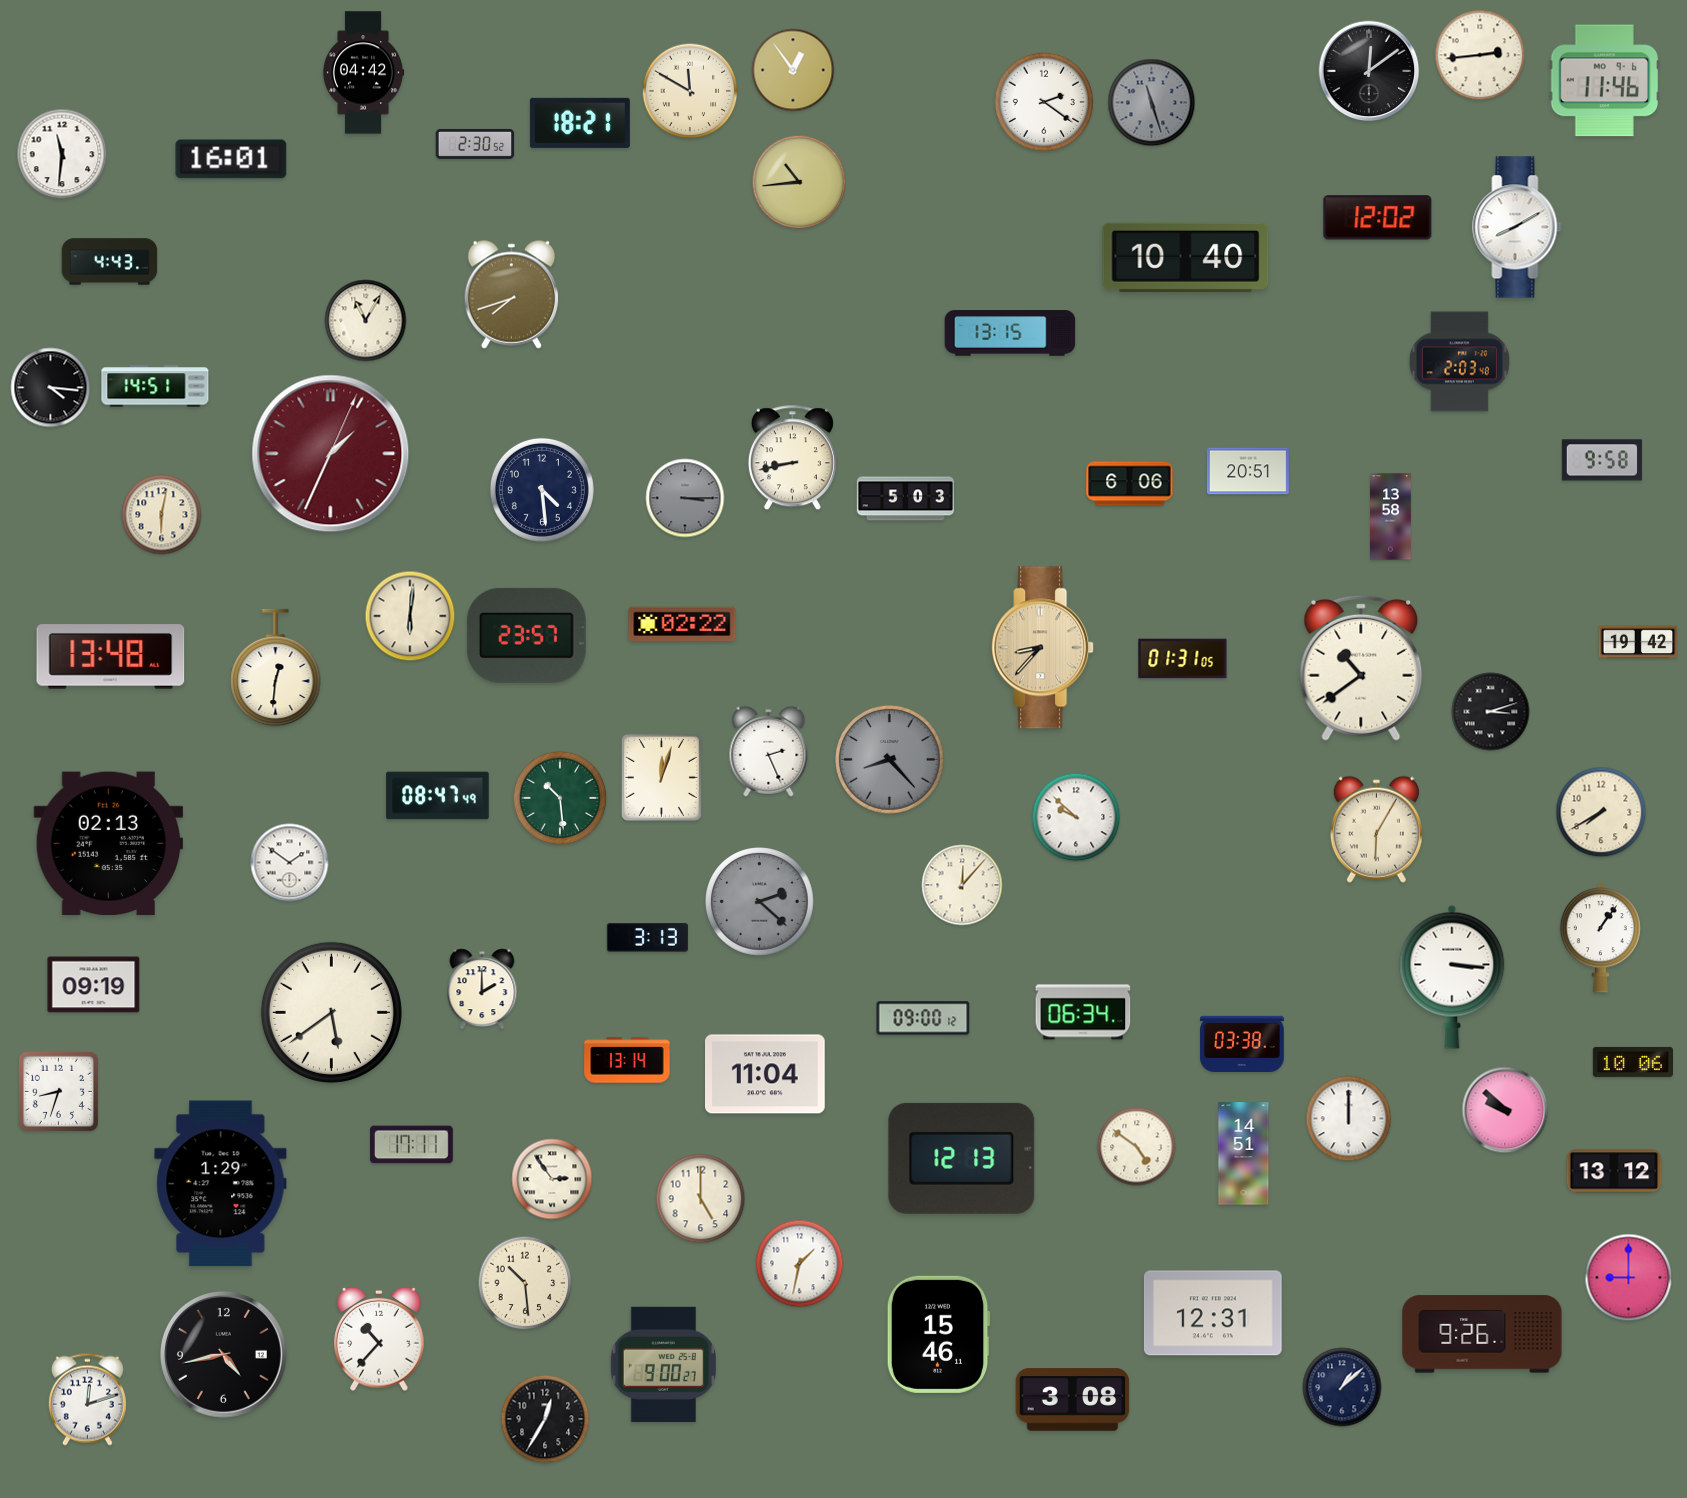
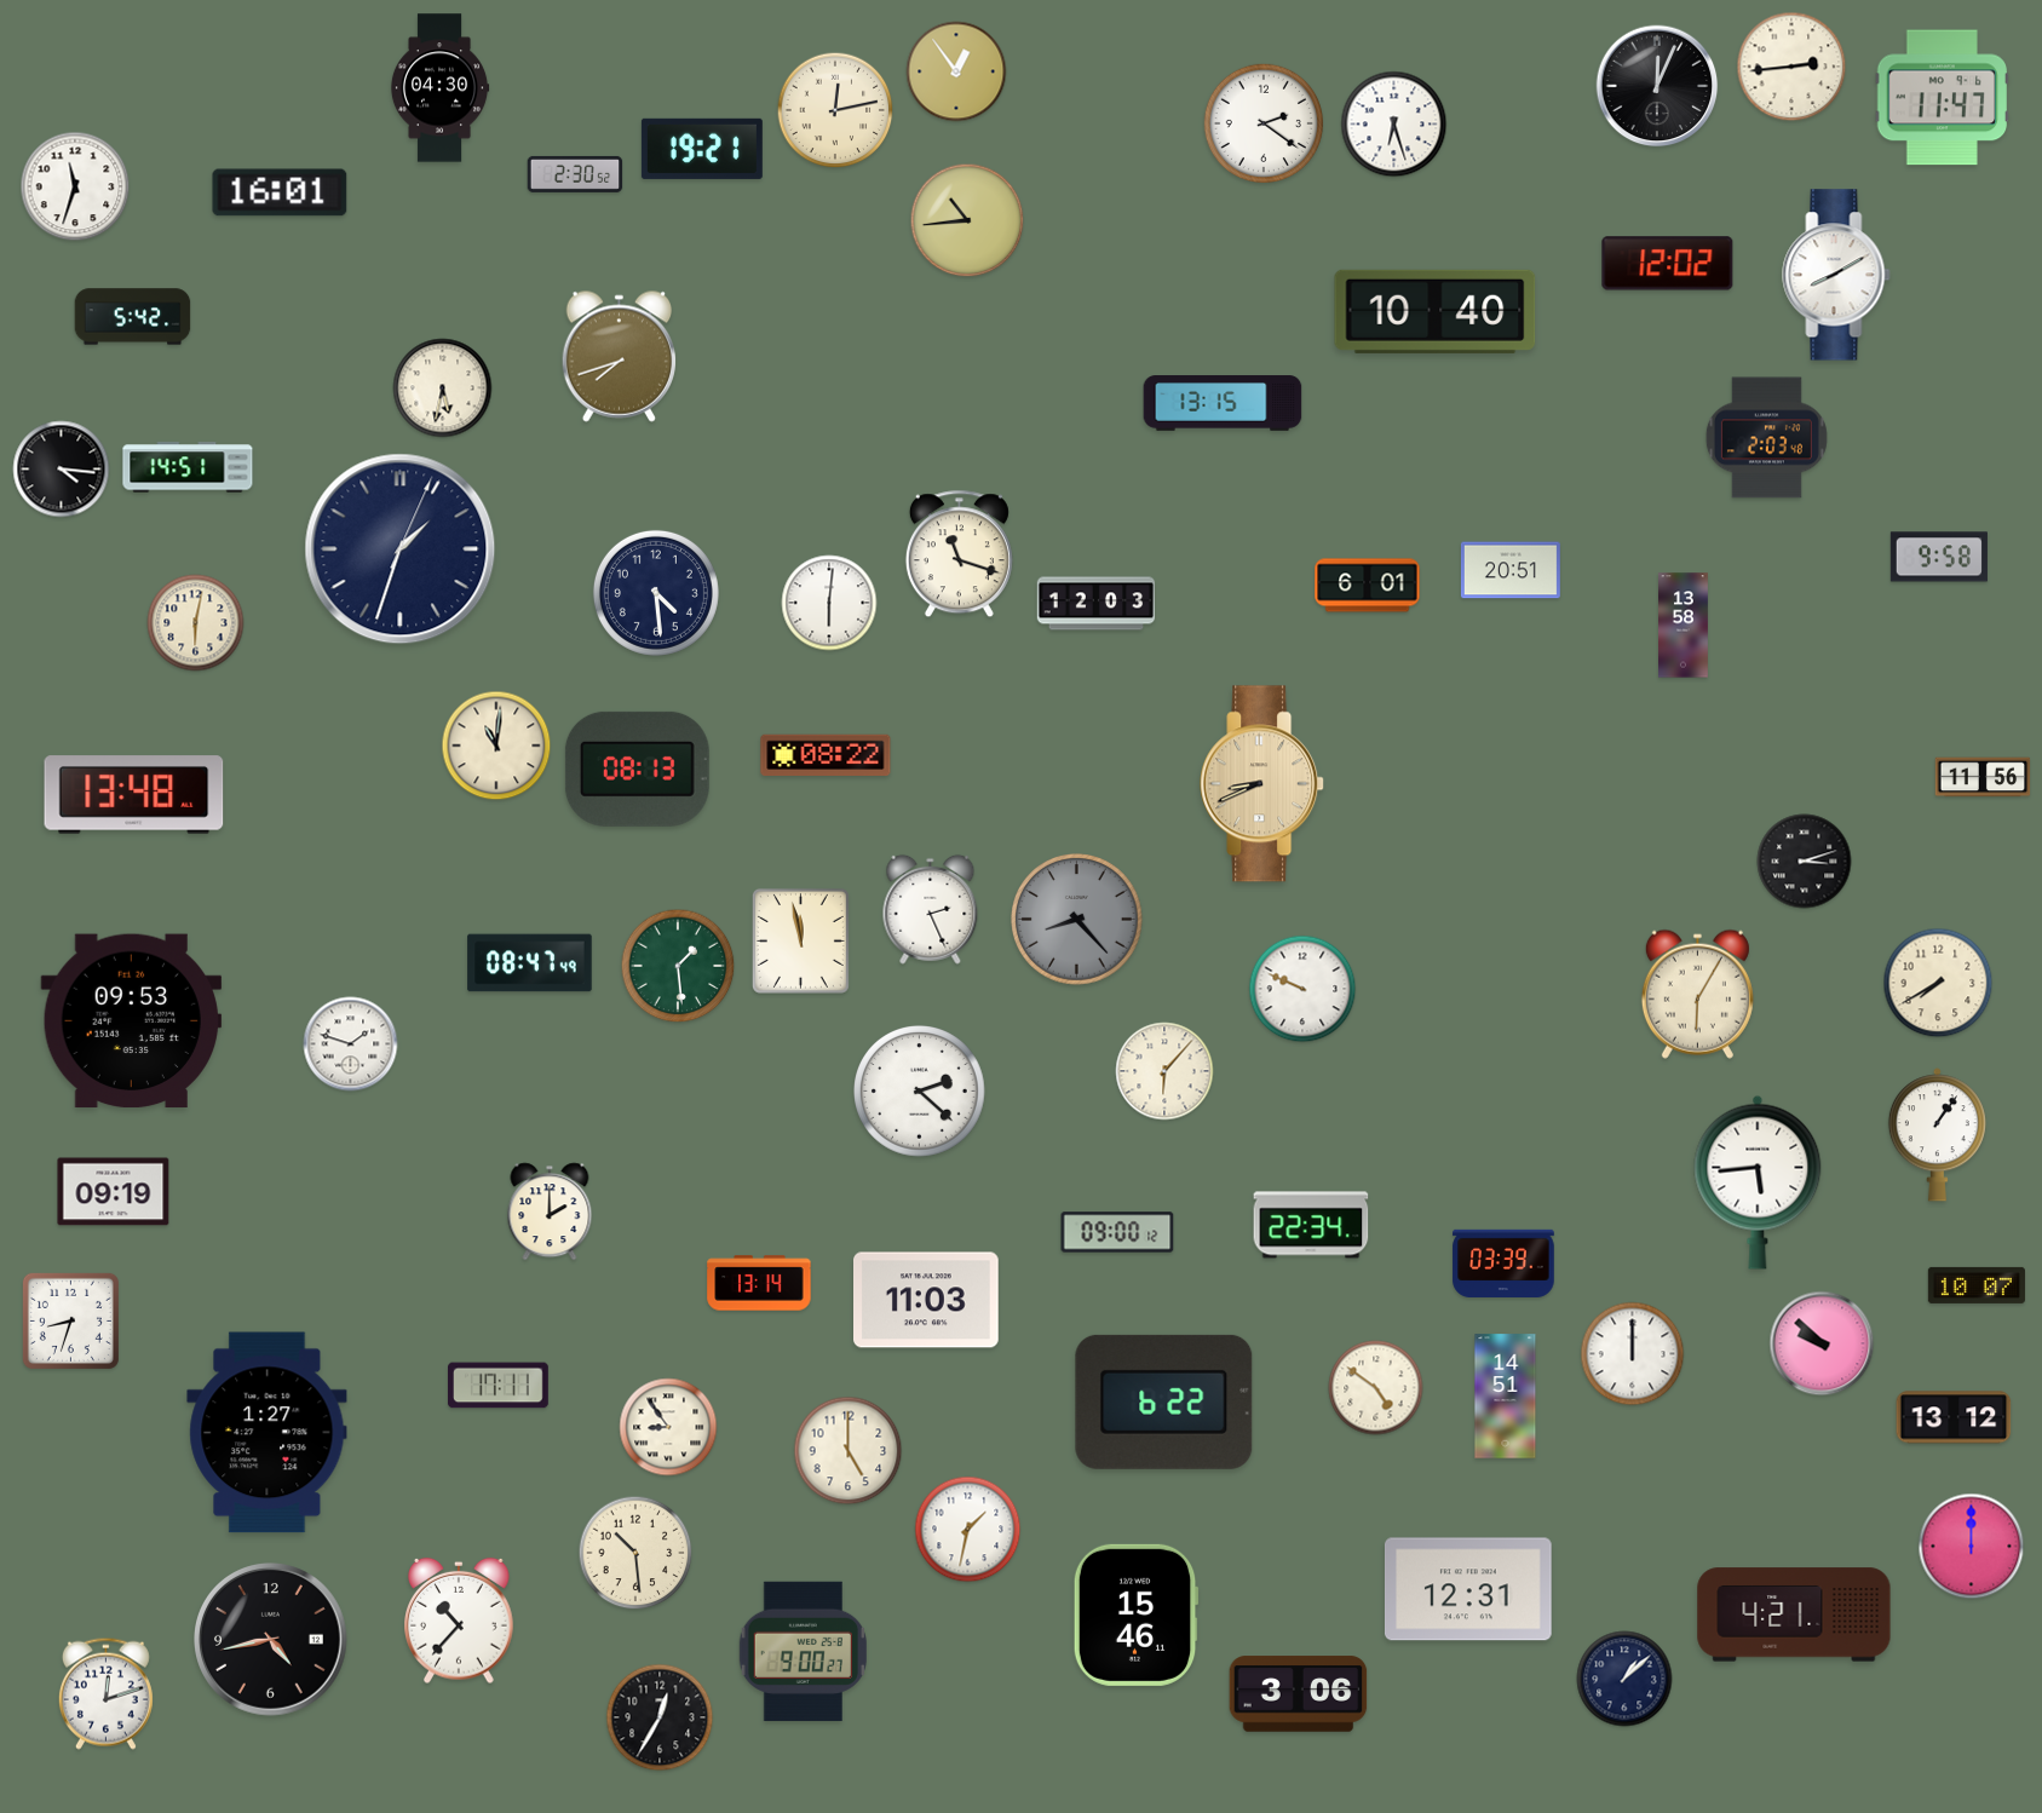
clock at (793, 70) position: (793, 70) -> (956, 71)
clock at (1369, 71): 12:09 -> 12:04
clock at (363, 73): 04:42 -> 04:30
clock at (1604, 81): 11:46 -> 11:47
clock at (690, 91): 11:50 -> 12:13
clock at (1152, 103): 11:27 -> 6:27
clock at (1152, 103) dial: grey -> white
clock at (580, 123): 18:21 -> 19:21
clock at (62, 154): 11:31 -> 11:33
clock at (110, 262): 4:43 -> 5:42
clock at (366, 321): 11:05 -> 5:32
clock at (331, 454): 1:34 -> 1:33
clock at (331, 454) dial: burgundy -> navy
clock at (792, 458): 8:43 -> 11:18
clock at (1130, 484): 6:06 -> 6:01
clock at (685, 498): 3:15 -> 6:01
clock at (685, 498) dial: grey -> white
clock at (906, 499): 5:03 -> 12:03
clock at (410, 616): 6:01 -> 11:01
clock at (682, 623): 02:22 -> 08:22
clock at (526, 635): 23:57 -> 08:13
clock at (1638, 642): 19:42 -> 11:56
clock at (1043, 648): 8:37 -> 8:41
clock at (1183, 659): 01:31 -> none
clock at (276, 668): 12:31 -> none
clock at (1361, 668): 10:39 -> none
clock at (661, 777): 12:03 -> 11:58
clock at (560, 798): 10:29 -> 1:29
clock at (1076, 817): 9:52 -> 9:49
clock at (1376, 829) position: (1376, 829) -> (1697, 994)
clock at (109, 844): 02:13 -> 09:53
clock at (290, 863): 1:51 -> 1:48
clock at (962, 885): 12:07 -> 6:07
clock at (760, 902) dial: grey -> white
clock at (647, 938): 3:13 -> none
clock at (1452, 977): 3:16 -> 5:44
clock at (482, 989) position: (482, 989) -> (550, 1211)
clock at (331, 1012): 5:39 -> none
clock at (1083, 1012): 06:34 -> 22:34
clock at (1242, 1043): 03:38 -> 03:39
clock at (1633, 1062): 10:06 -> 10:07
clock at (766, 1074): 11:04 -> 11:03
clock at (962, 1158): 12:13 -> 6:22
clock at (552, 1179): 2:54 -> 8:54
clock at (221, 1184): 1:29 -> 1:27
clock at (1629, 1278): 9:00 -> 12:00
clock at (1482, 1334): 9:26 -> 4:21
clock at (1073, 1400): 3:08 -> 3:06
